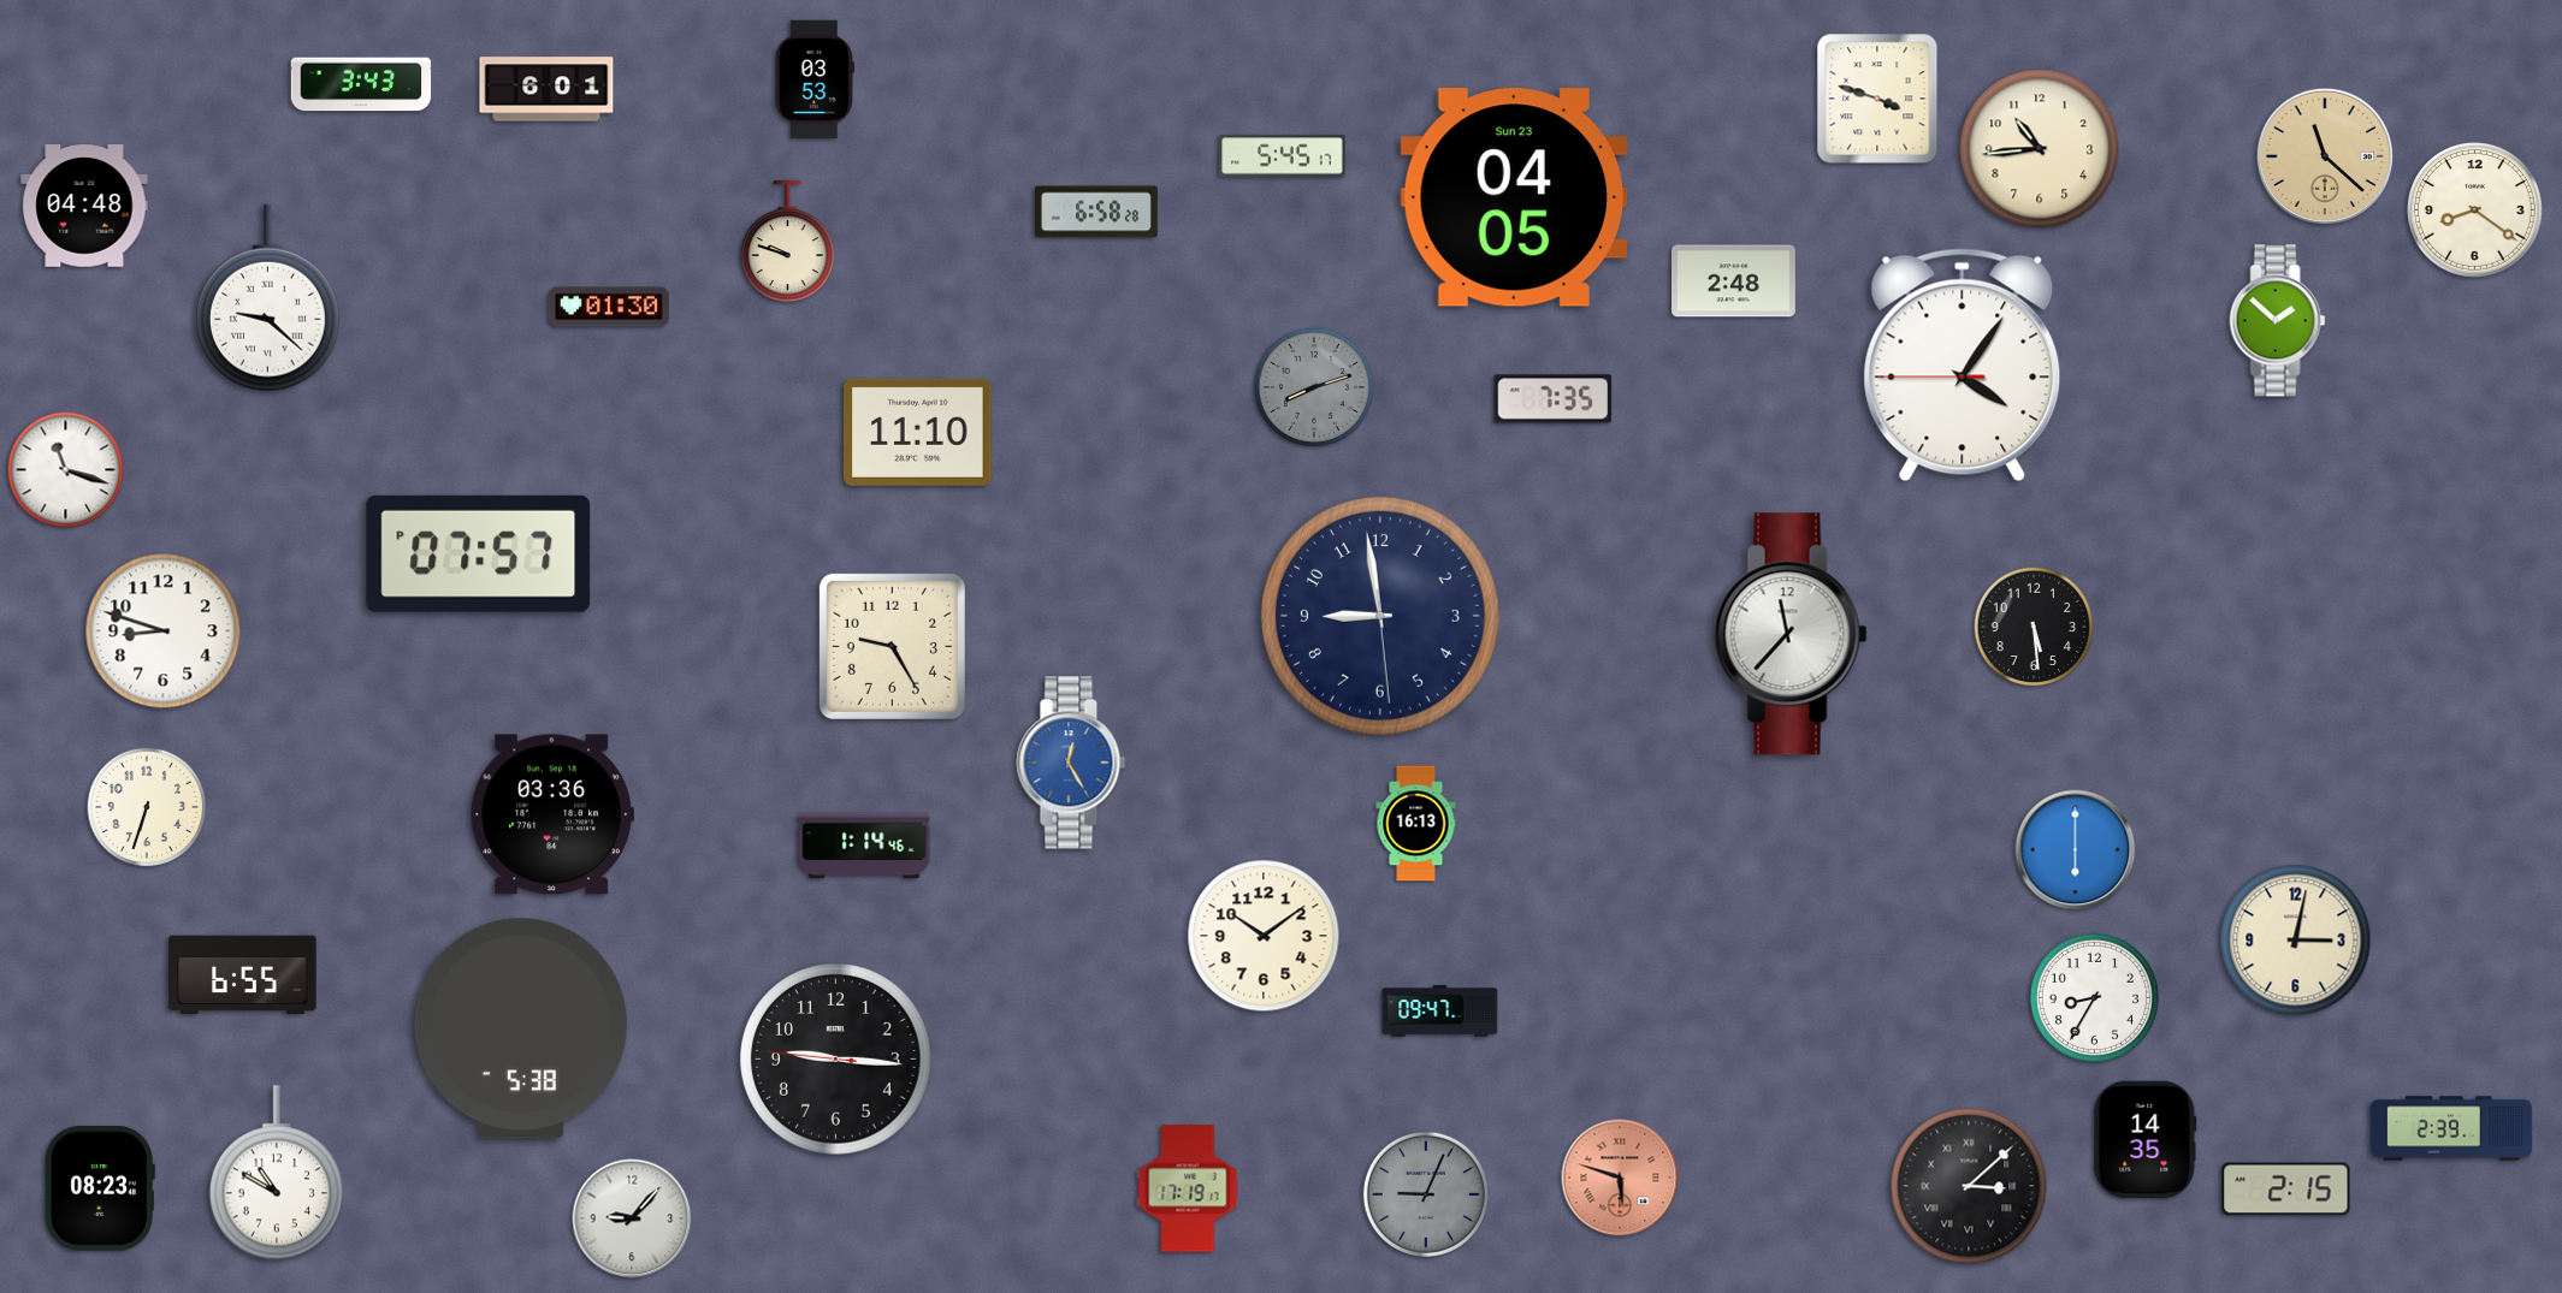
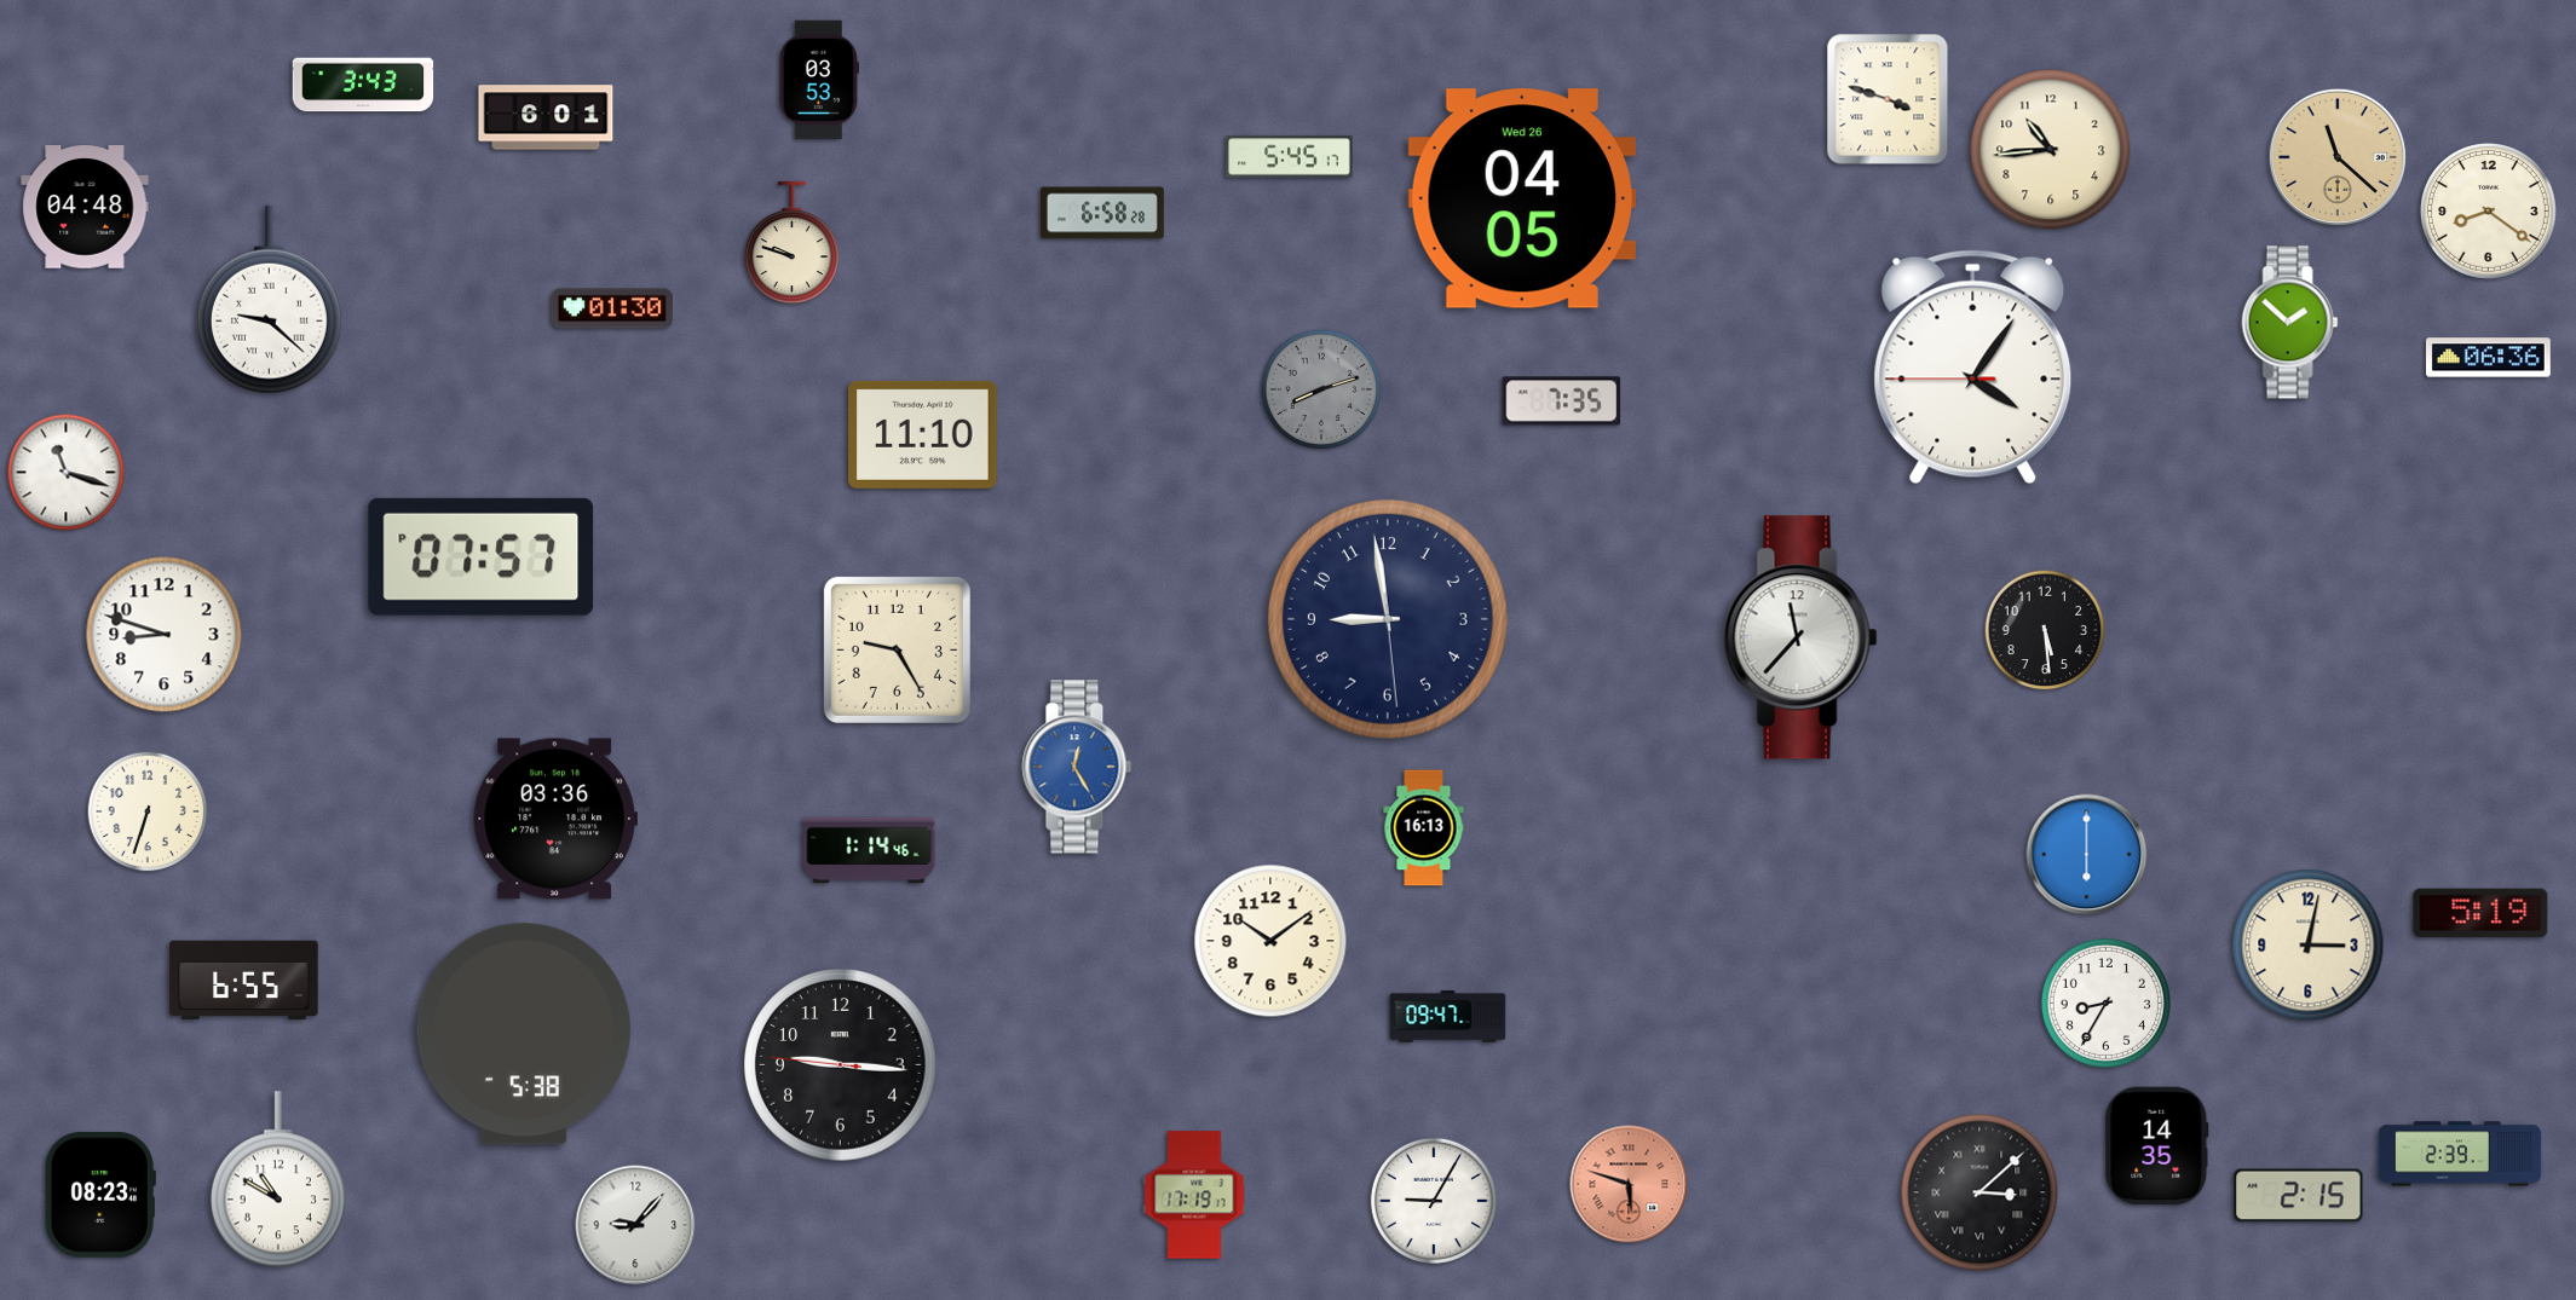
clock at (546, 89) position: (546, 89) -> (546, 117)
clock at (1513, 197) date: Sun 23 -> Wed 26
clock at (1734, 281): 2:48 -> none
clock at (2489, 358): none -> 06:36
clock at (2480, 913): none -> 5:19
clock at (2451, 1128) position: (2451, 1128) -> (2460, 1154)
clock at (1426, 1194): 9:04 -> 9:05
clock at (1426, 1194) dial: grey -> white
